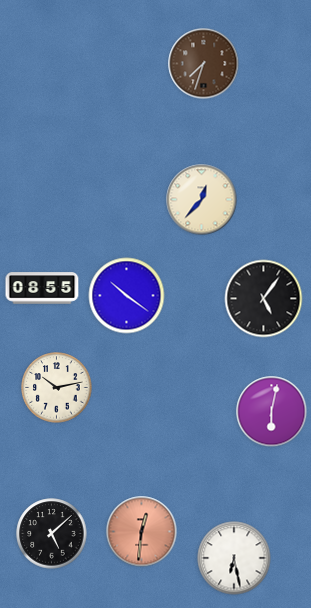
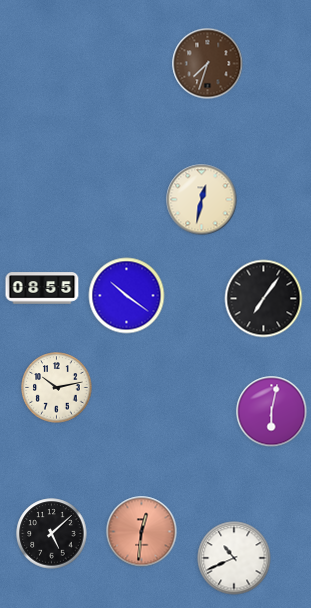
clock at (204, 64) position: (204, 64) -> (208, 64)
clock at (202, 200): 12:37 -> 12:32
clock at (264, 299): 5:06 -> 7:06
clock at (234, 558): 6:28 -> 10:41
